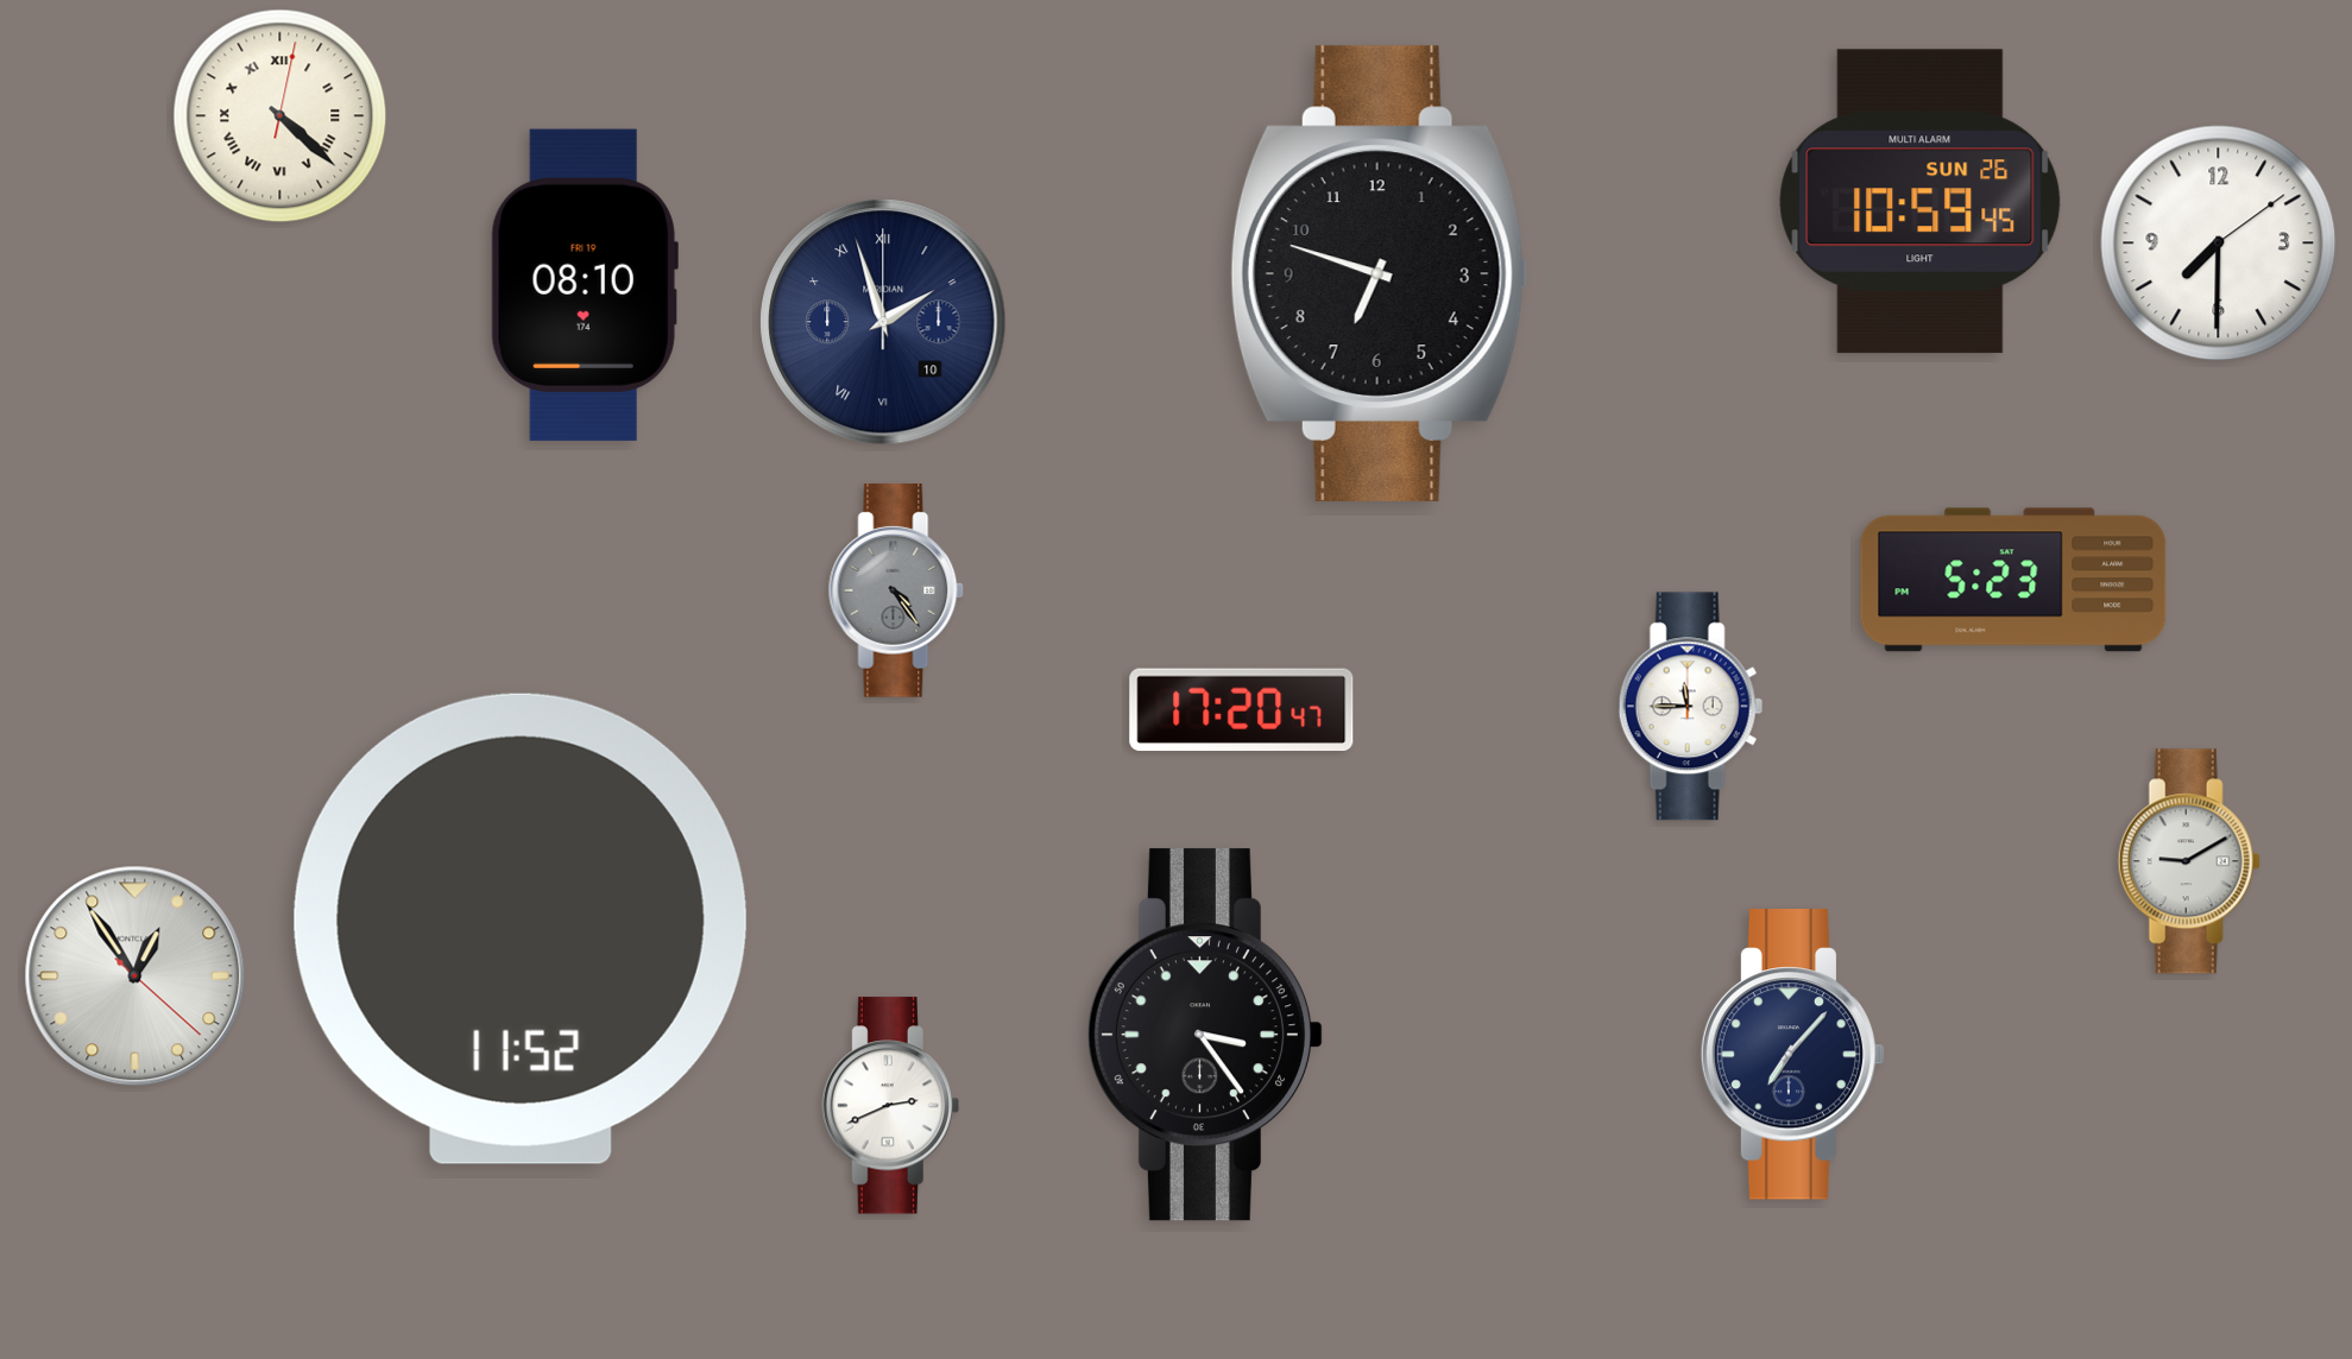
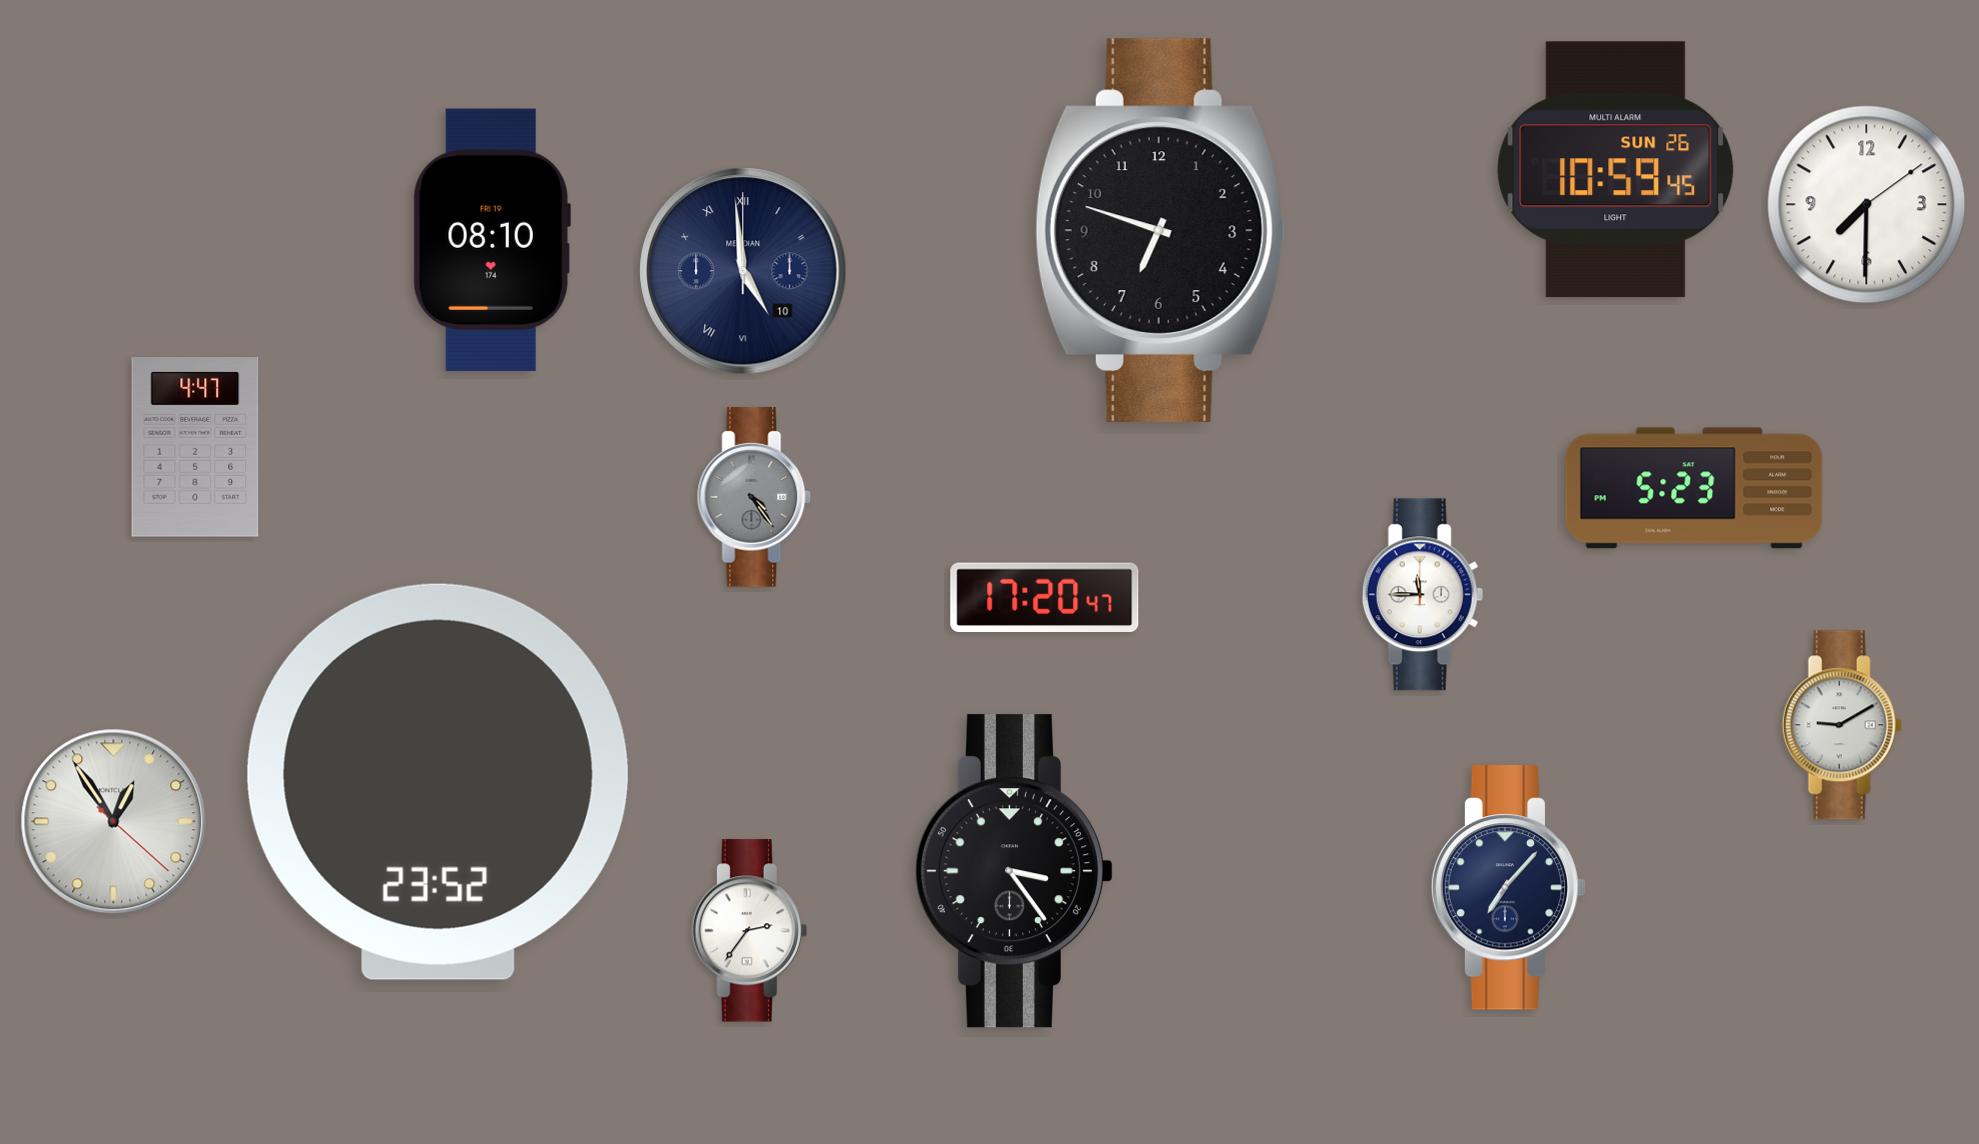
clock at (280, 116): 4:22 -> none
clock at (883, 322): 1:57 -> 4:59
clock at (195, 447): none -> 4:47
clock at (521, 929): 11:52 -> 23:52
clock at (890, 1106): 2:41 -> 2:36
